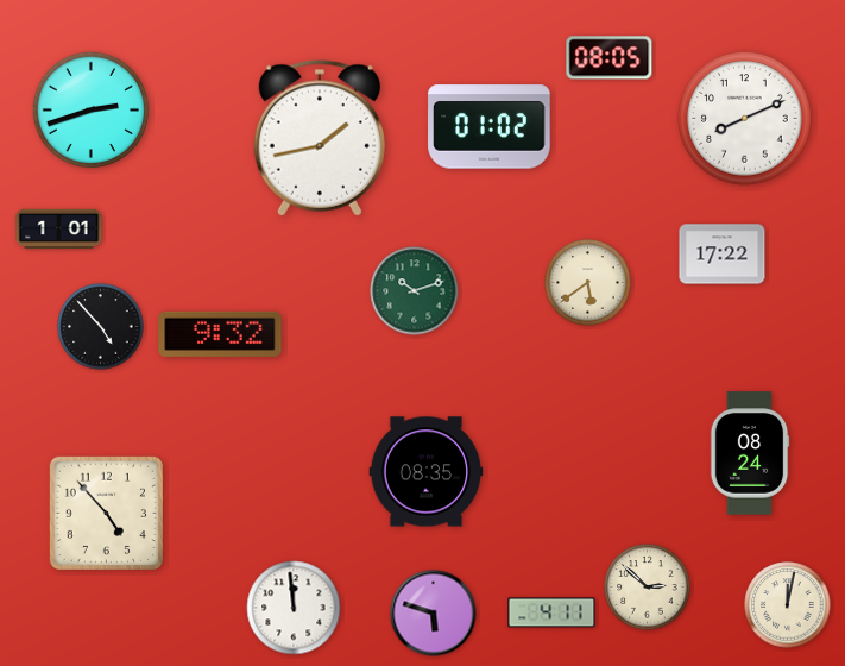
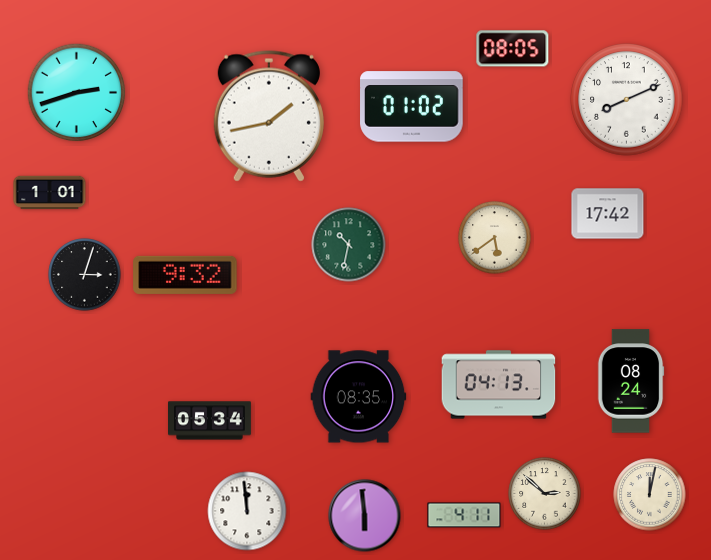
clock at (723, 255): 17:22 -> 17:42
clock at (415, 291): 10:12 -> 10:32
clock at (101, 327): 4:53 -> 3:03
clock at (220, 334) position: (220, 334) -> (185, 275)
clock at (499, 385): none -> 04:13
clock at (210, 421): none -> 05:34
clock at (106, 513): 4:53 -> none
clock at (788, 605) position: (788, 605) -> (650, 495)
clock at (434, 614): 5:48 -> 5:59
